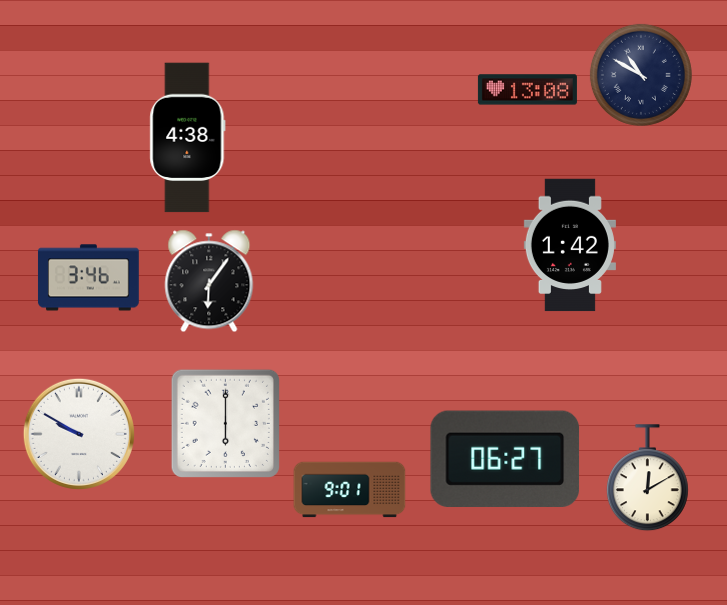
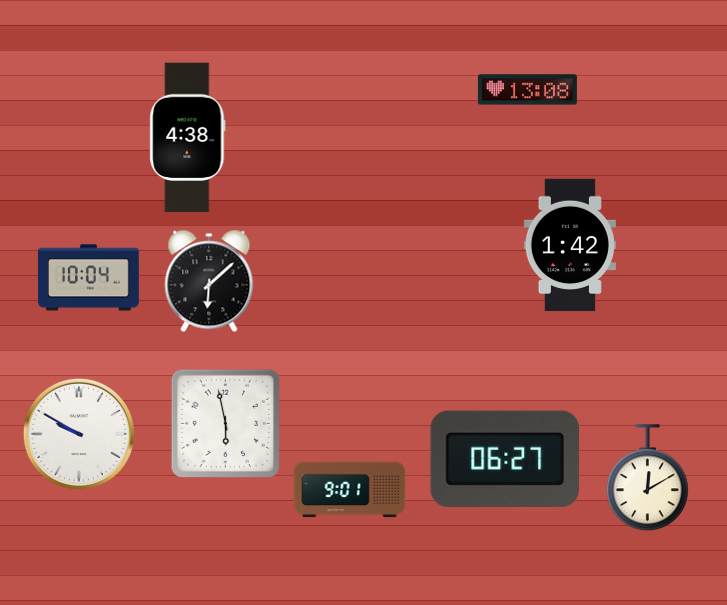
clock at (641, 75): 10:50 -> none
clock at (88, 278): 3:46 -> 10:04
clock at (209, 281): 6:06 -> 6:08
clock at (225, 423): 6:00 -> 5:58
